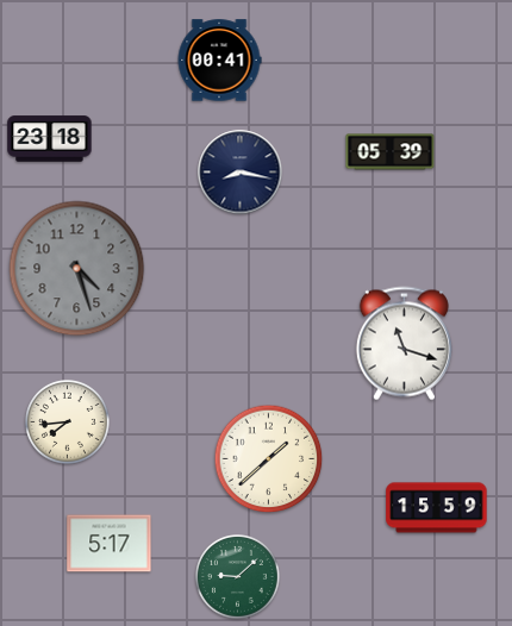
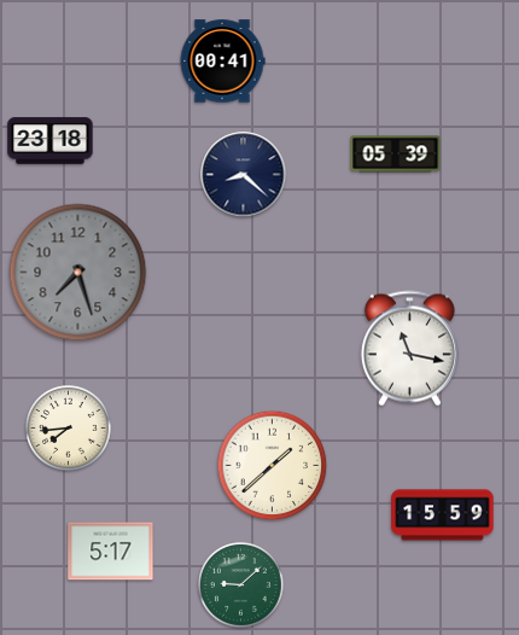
clock at (241, 173): 8:17 -> 8:22
clock at (77, 269): 4:27 -> 7:27
clock at (404, 344): 11:18 -> 11:17
